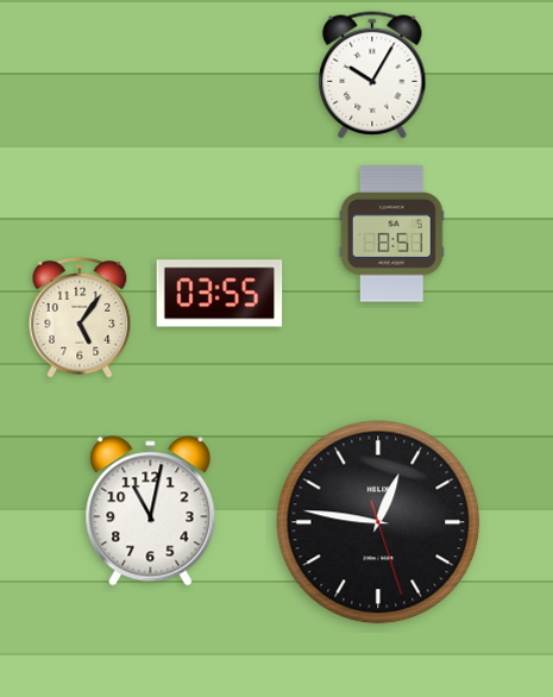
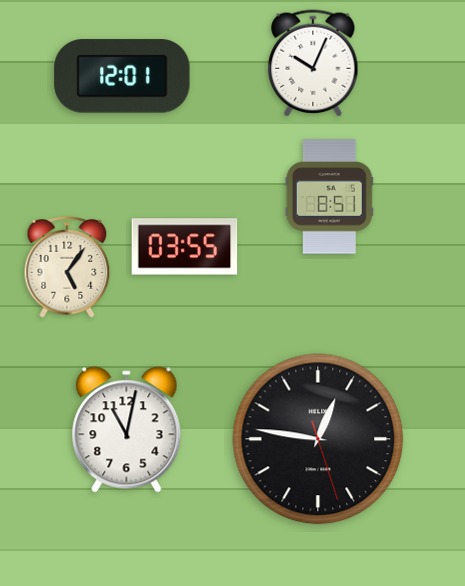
clock at (372, 75): 10:05 -> 10:04
clock at (122, 76): none -> 12:01
